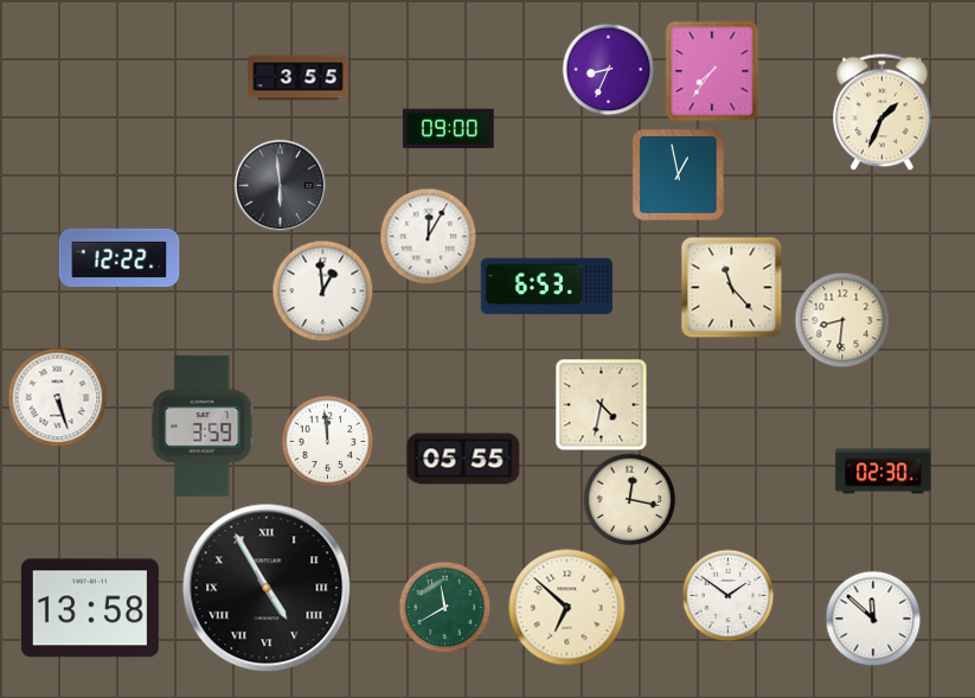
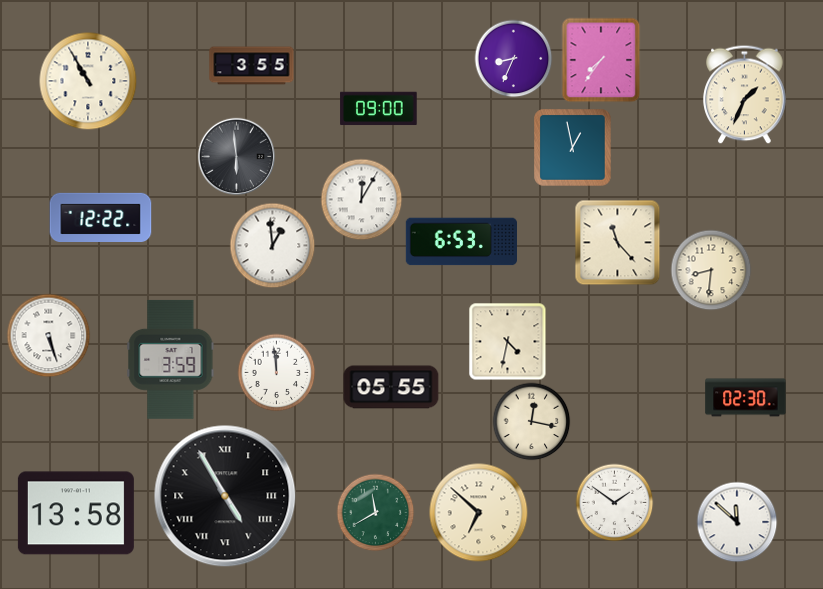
clock at (88, 81): none -> 10:55
